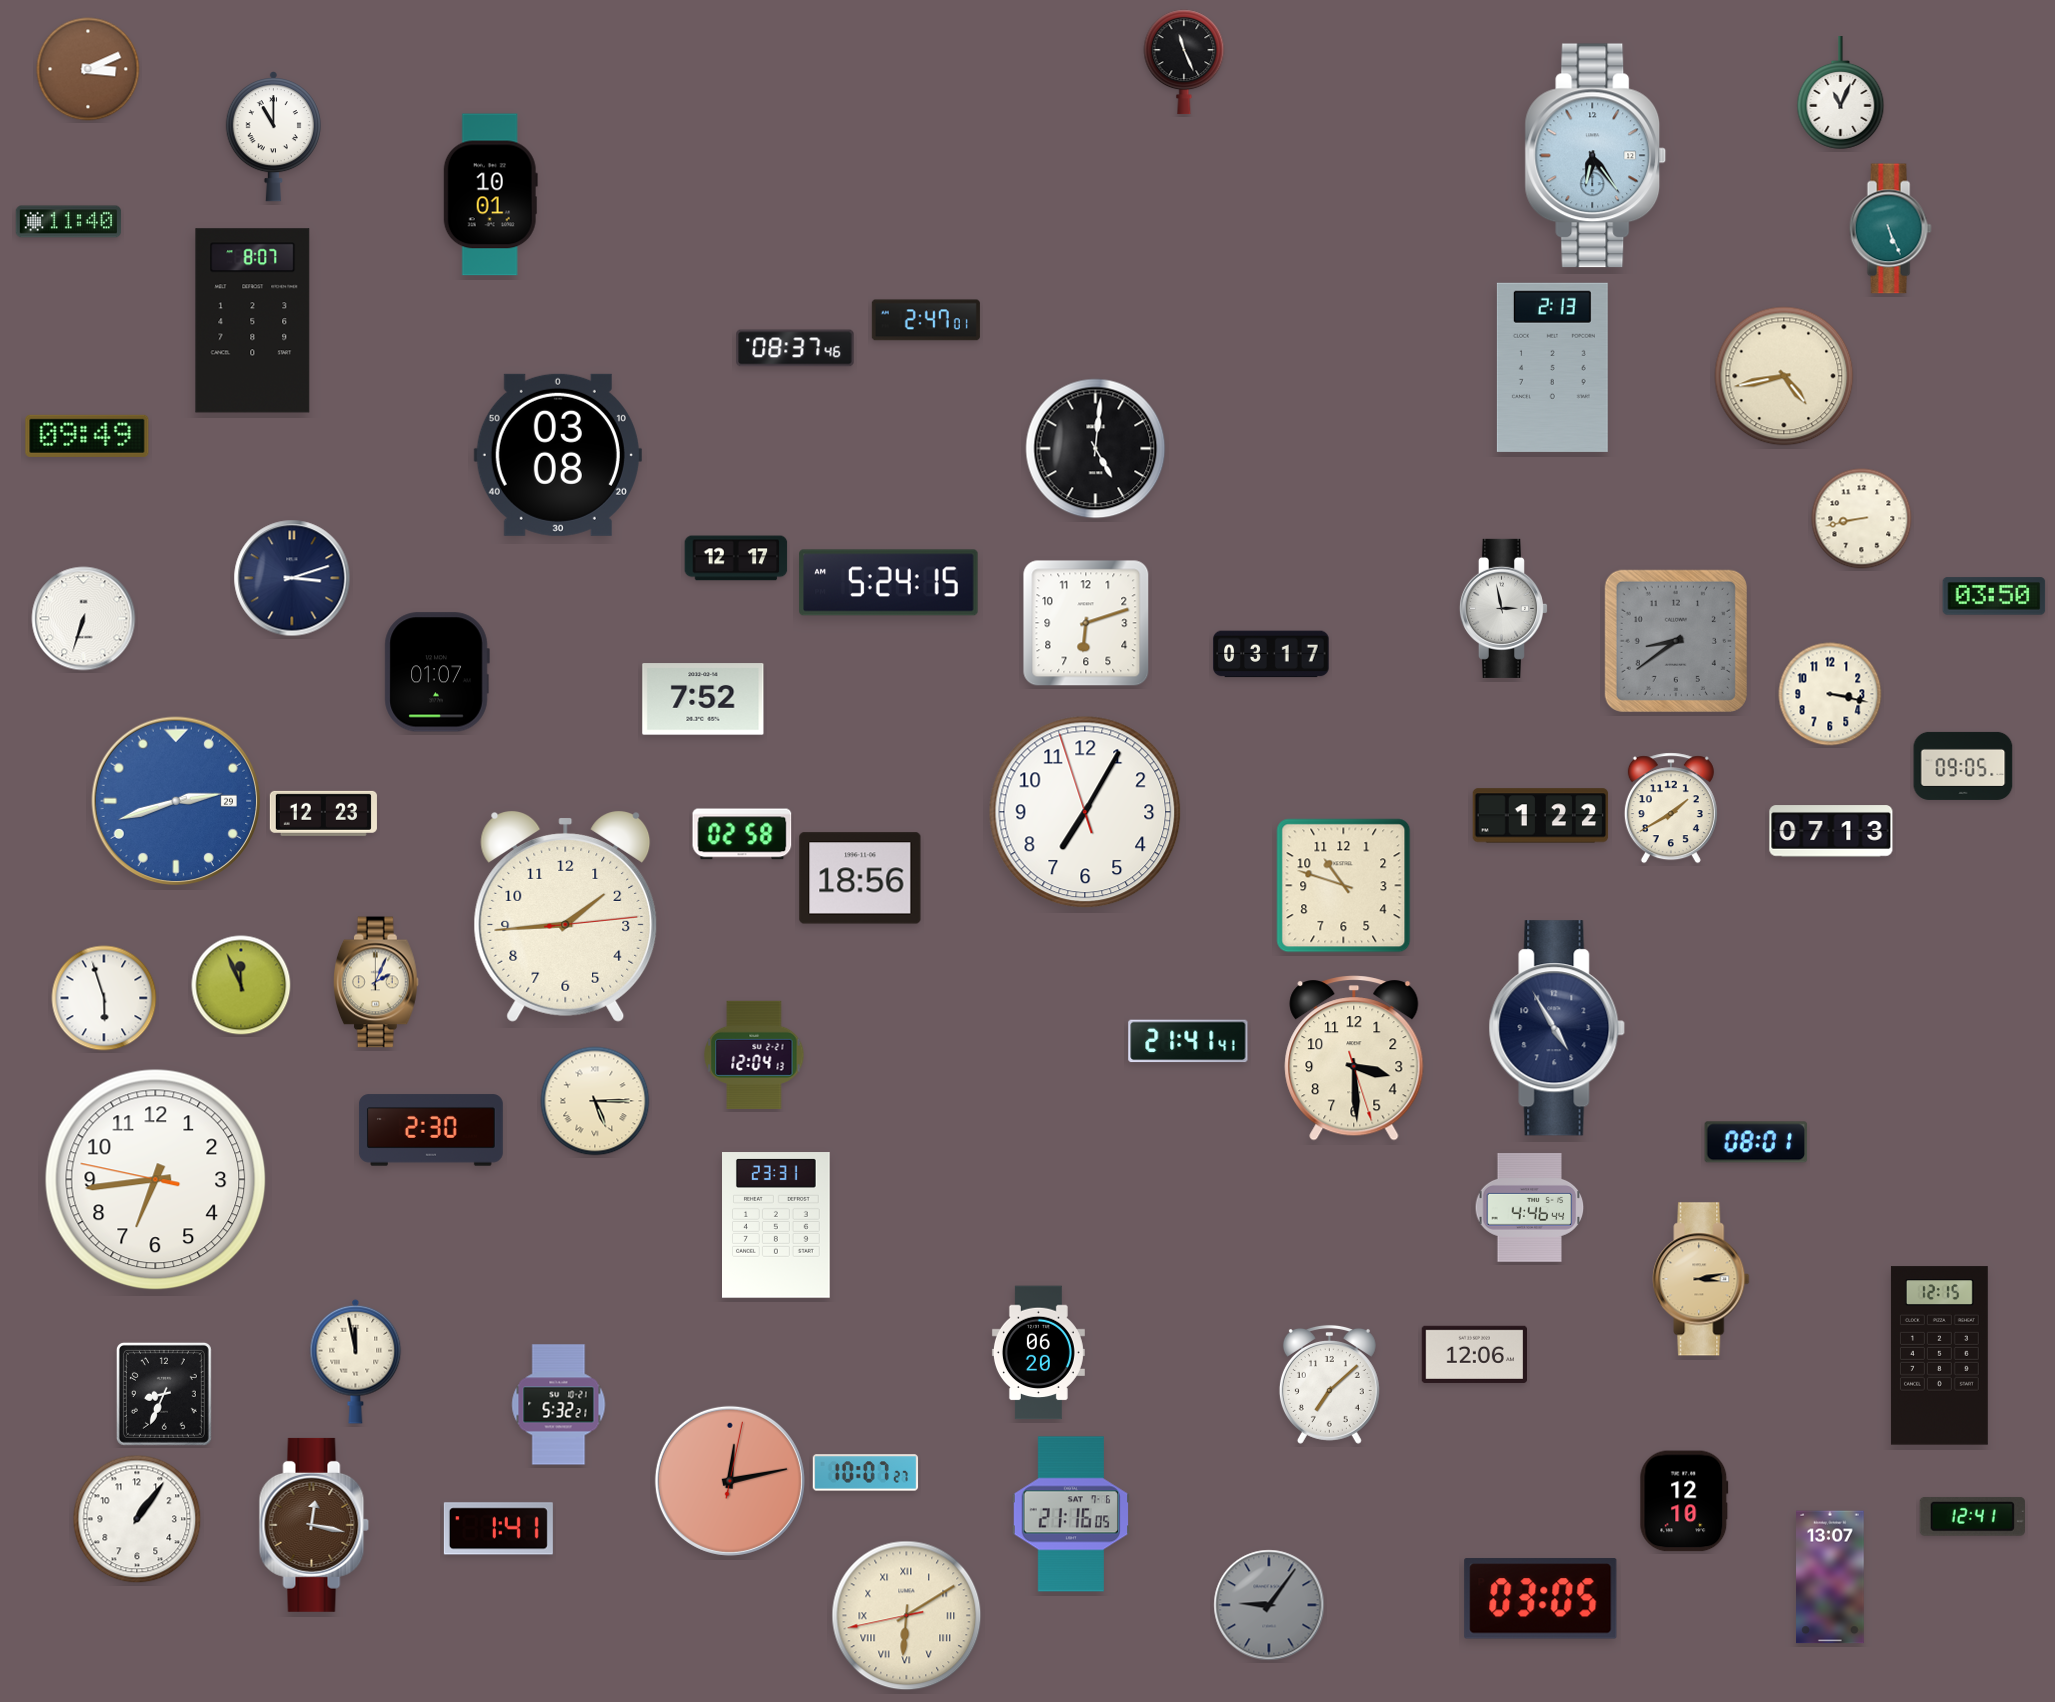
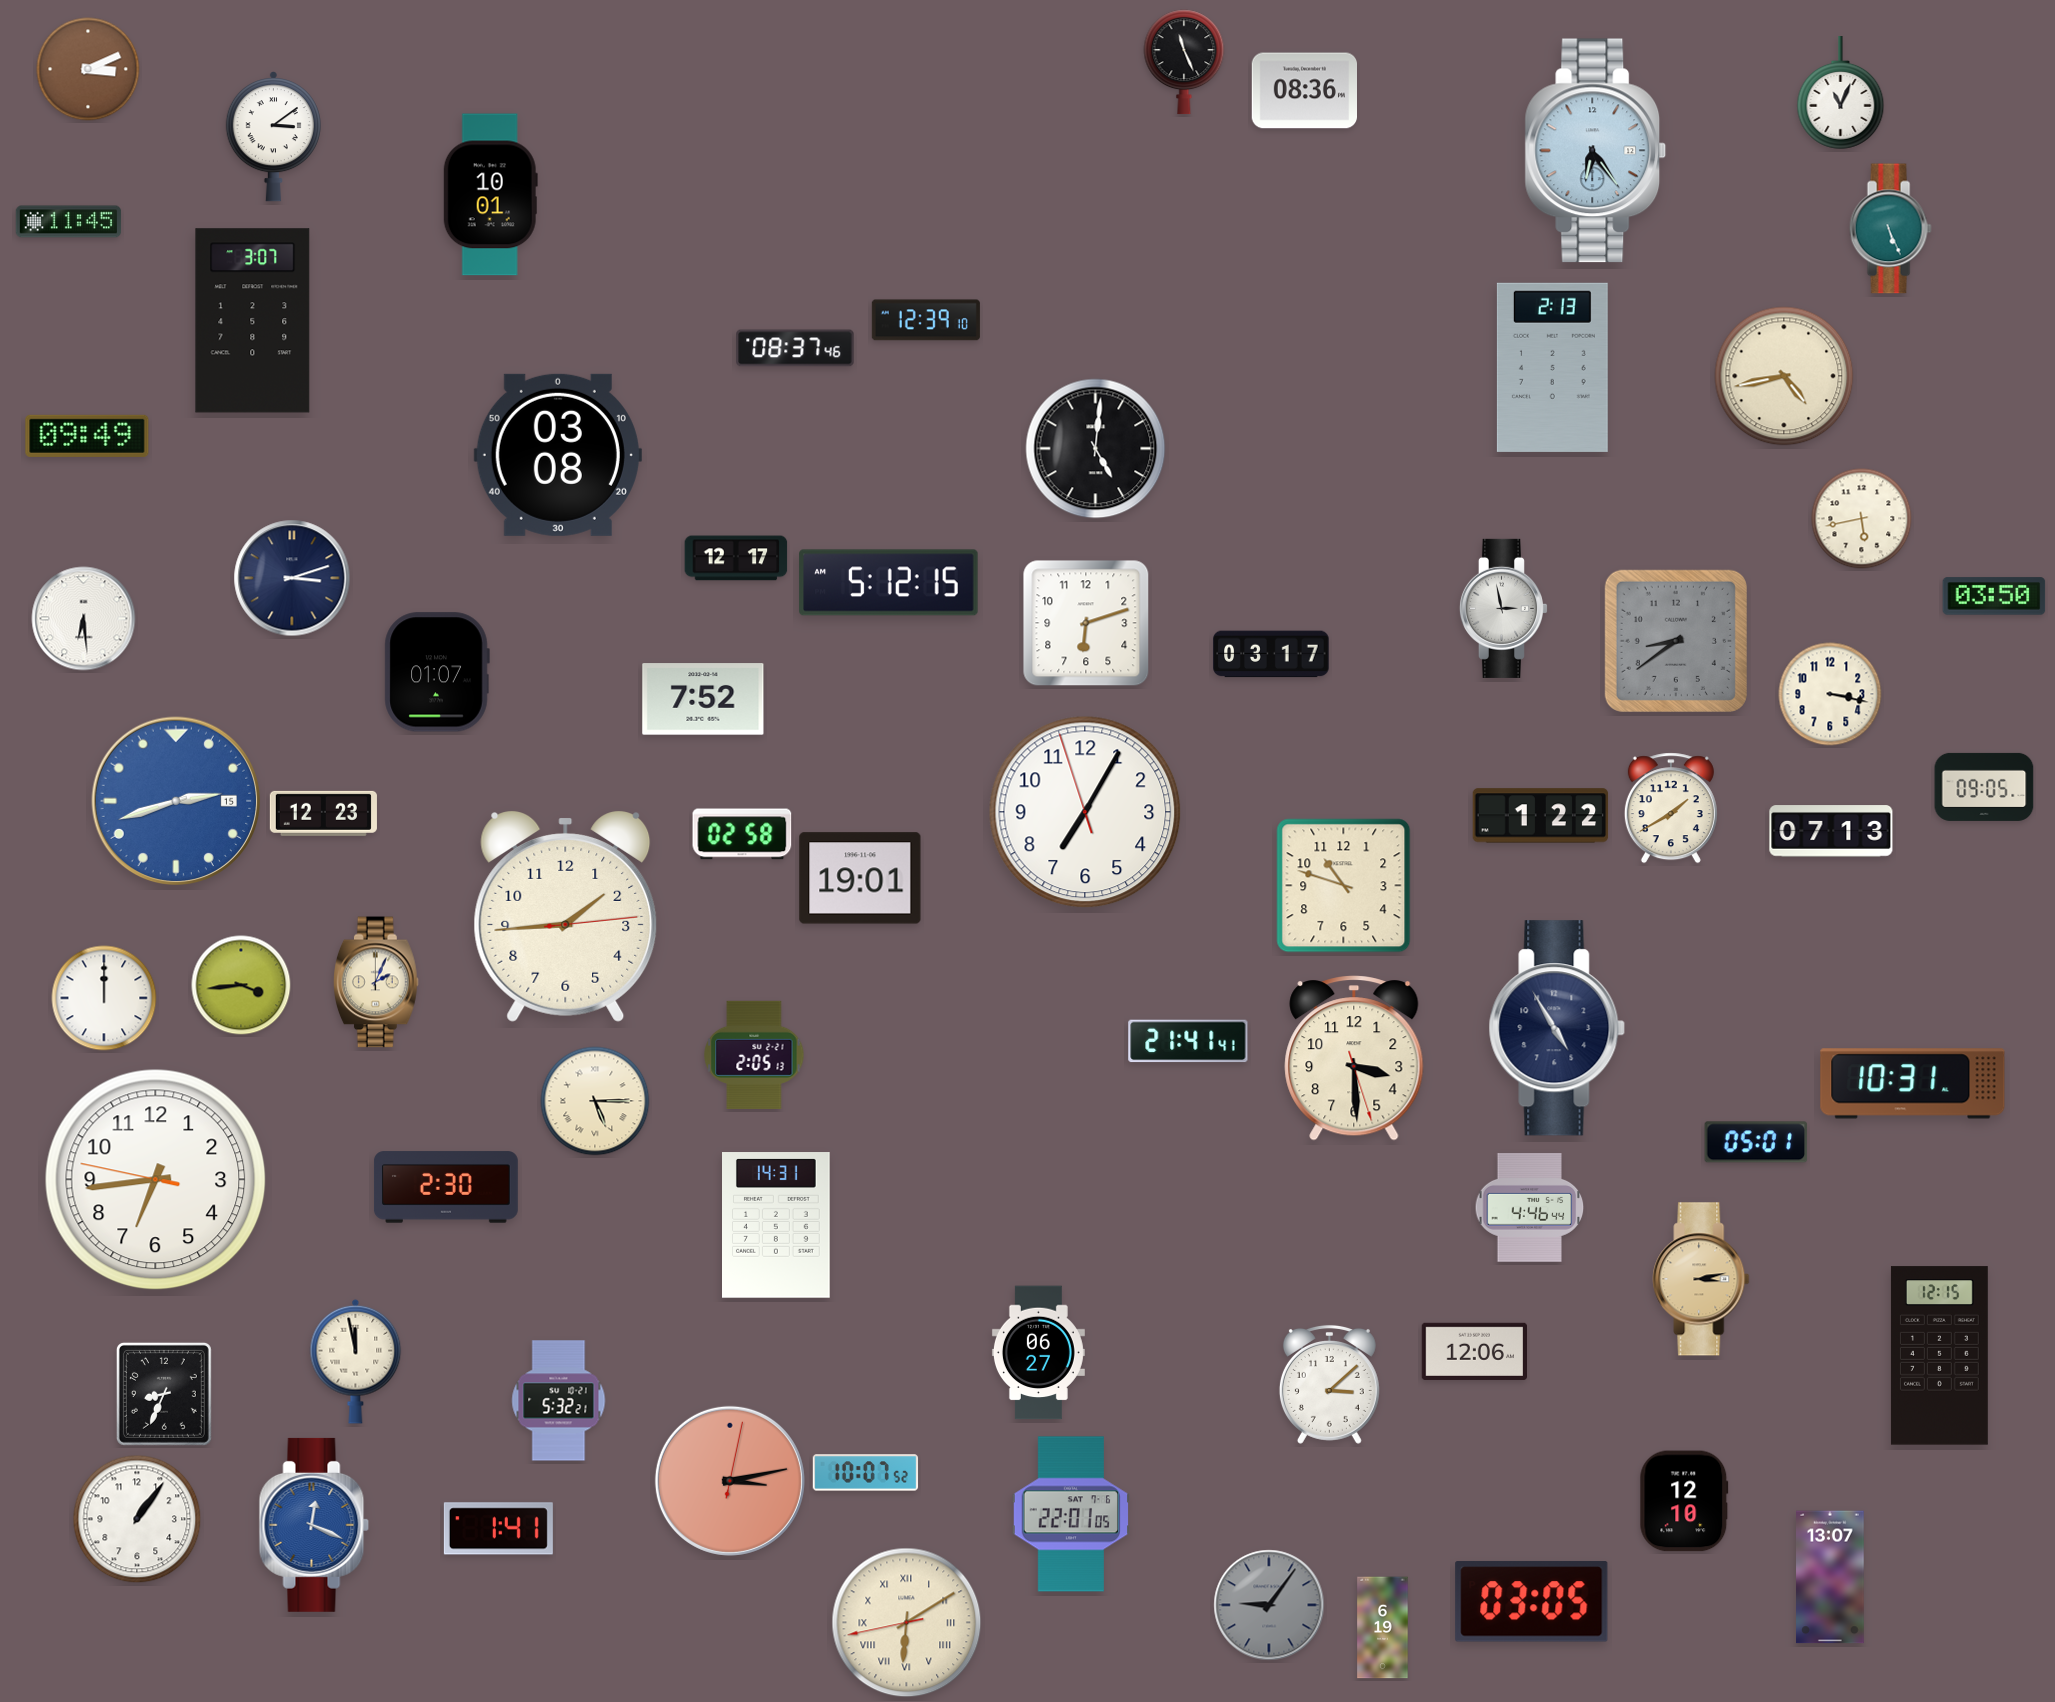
clock at (1304, 91): none -> 08:36
clock at (273, 137): 11:00 -> 3:09
clock at (1596, 156) position: (1596, 156) -> (1596, 151)
clock at (69, 222): 11:40 -> 11:45
clock at (926, 320): 2:47 -> 12:39
clock at (253, 321): 8:07 -> 3:07
clock at (1862, 519): 8:43 -> 5:43
clock at (889, 583): 5:24 -> 5:12
clock at (84, 619): 6:33 -> 6:29
clock at (1963, 766) position: (1963, 766) -> (1984, 787)
clock at (176, 801) date: 29 -> 15
clock at (860, 878): 18:56 -> 19:01
clock at (241, 985): 11:56 -> 3:44
clock at (104, 998): 5:57 -> 12:00
clock at (754, 1055): 12:04 -> 2:05
clock at (1913, 1084): none -> 10:31
clock at (431, 1130) position: (431, 1130) -> (446, 1187)
clock at (1756, 1142): 08:01 -> 05:01
clock at (777, 1225): 23:31 -> 14:31
clock at (1038, 1353): 06:20 -> 06:27
clock at (1474, 1354) position: (1474, 1354) -> (1474, 1351)
clock at (1329, 1384): 7:08 -> 3:08
clock at (559, 1405) position: (559, 1405) -> (559, 1401)
clock at (866, 1473): 10:07:27 -> 10:07:52
clock at (730, 1481): 12:13 -> 3:13
clock at (1070, 1514): 21:16 -> 22:01
clock at (1972, 1516): 12:41 -> none
clock at (314, 1525): 12:17 -> 12:19
clock at (314, 1525) dial: brown -> blue
clock at (1541, 1599) position: (1541, 1599) -> (1532, 1602)
clock at (907, 1616) position: (907, 1616) -> (907, 1623)
clock at (1383, 1628): none -> 6:19
